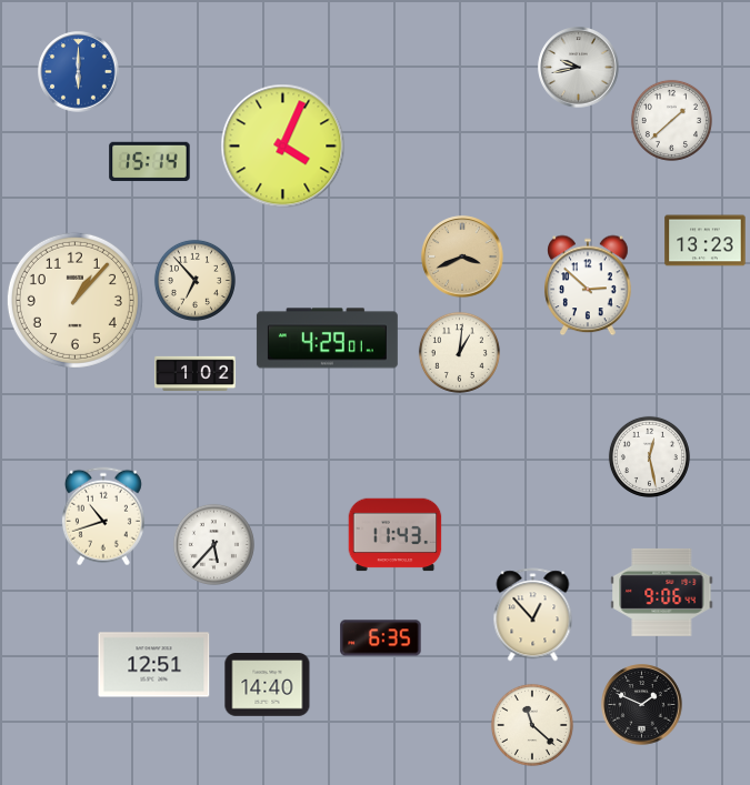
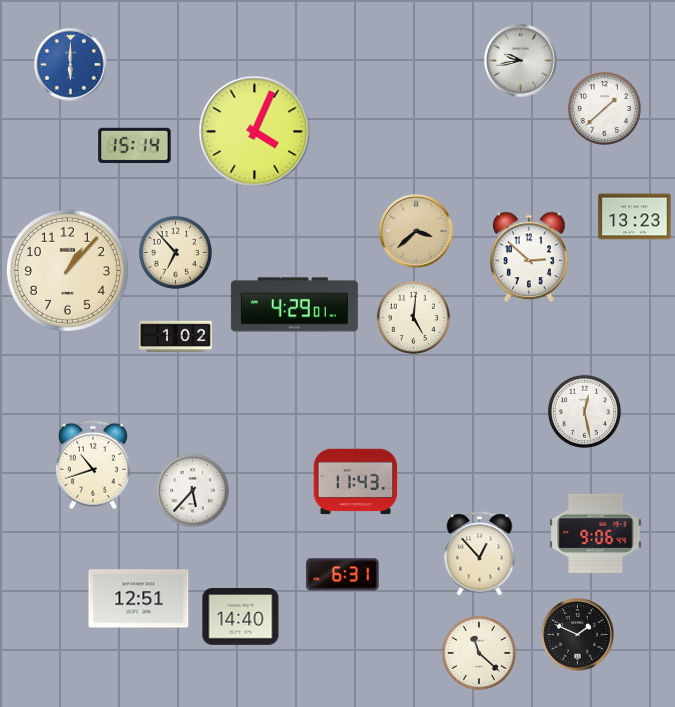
clock at (462, 256): 3:41 -> 3:38
clock at (459, 352): 1:01 -> 5:01
clock at (381, 638): 6:35 -> 6:31
